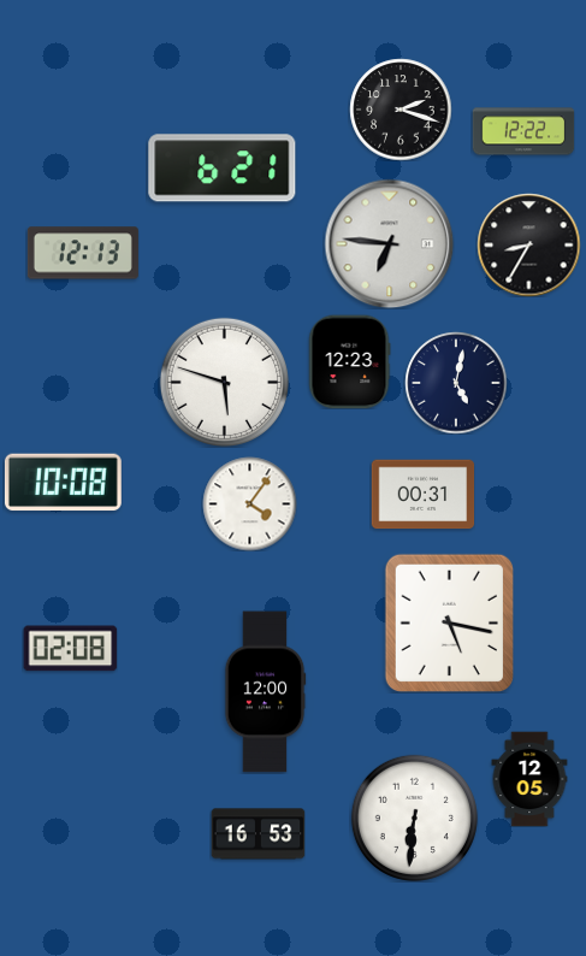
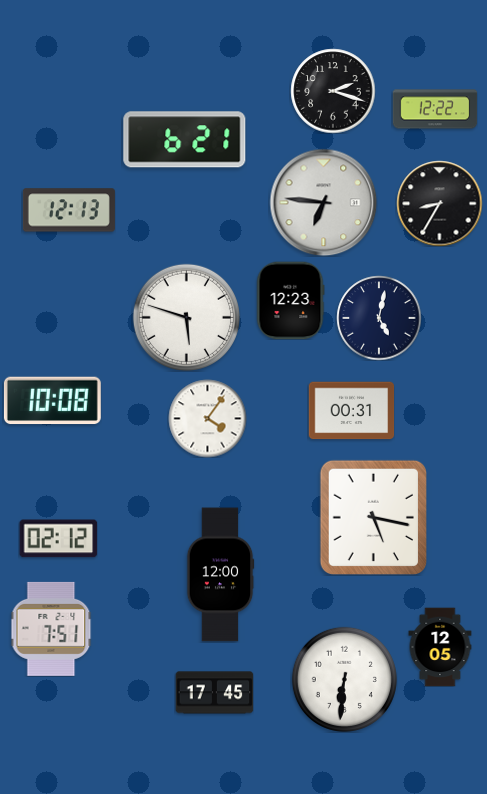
clock at (70, 649): 02:08 -> 02:12
clock at (51, 629): none -> 7:51
clock at (258, 834): 16:53 -> 17:45
